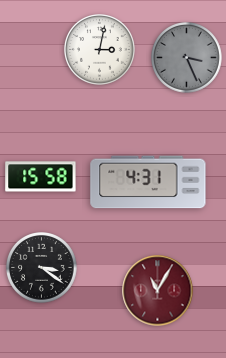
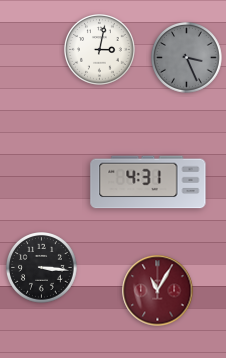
clock at (41, 177): 15:58 -> none
clock at (42, 268): 3:21 -> 3:16
